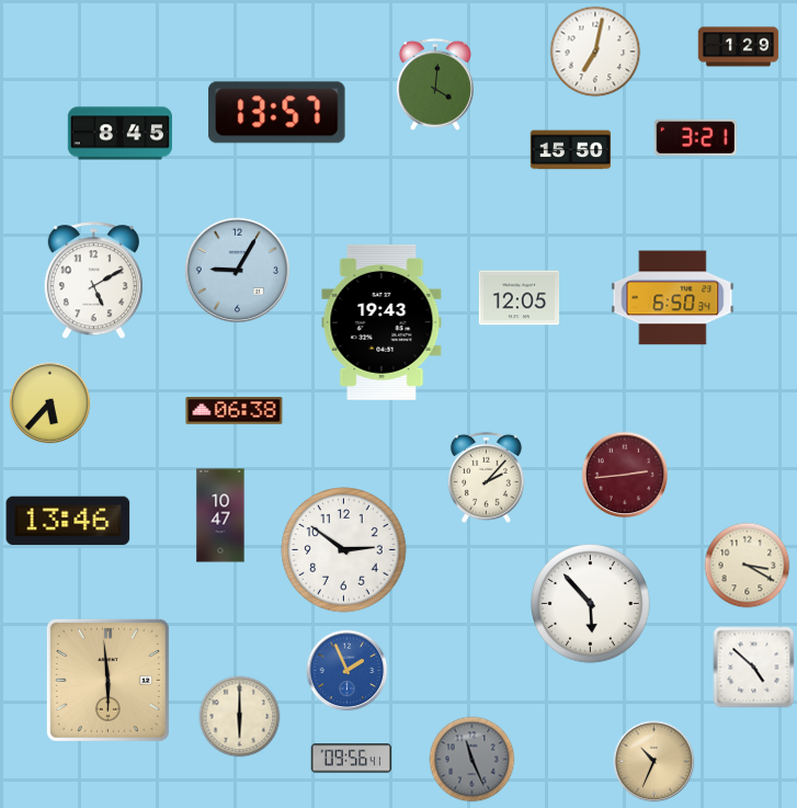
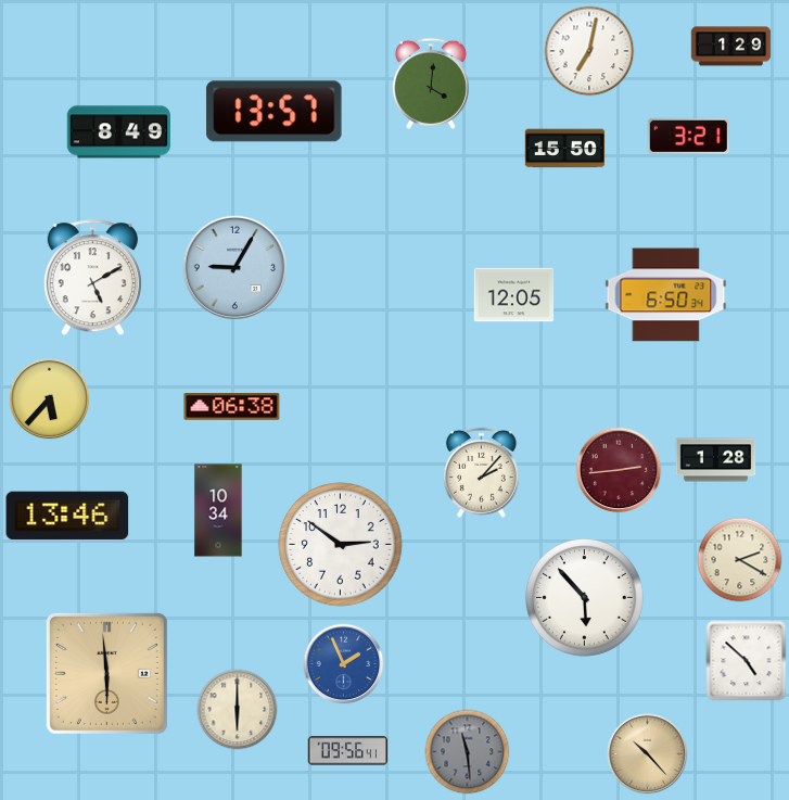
clock at (119, 134): 8:45 -> 8:49
clock at (382, 322): 19:43 -> none
clock at (716, 460): none -> 1:28
clock at (220, 515): 10:47 -> 10:34
clock at (748, 566): 3:20 -> 2:20
clock at (472, 760): 11:26 -> 11:29
clock at (654, 762): 10:34 -> 10:23
